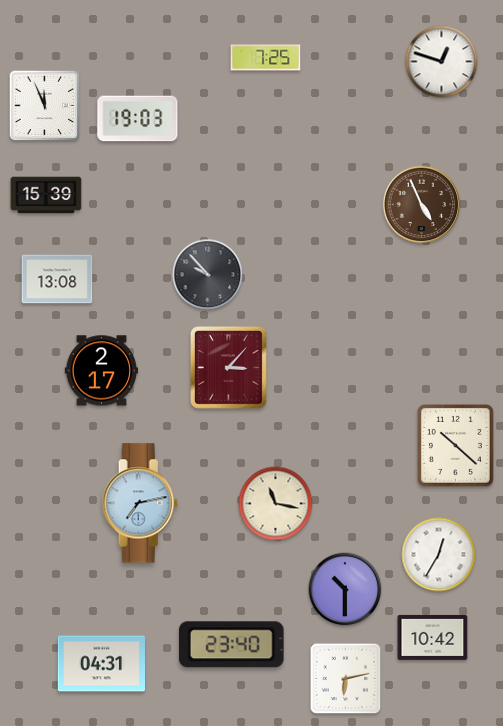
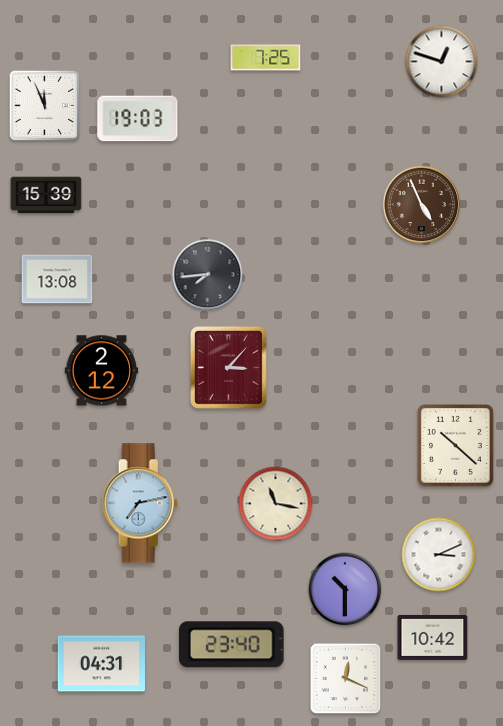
clock at (208, 275): 9:53 -> 7:44
clock at (102, 371): 2:17 -> 2:12
clock at (439, 555): 12:35 -> 3:11
clock at (346, 679): 6:13 -> 12:19
